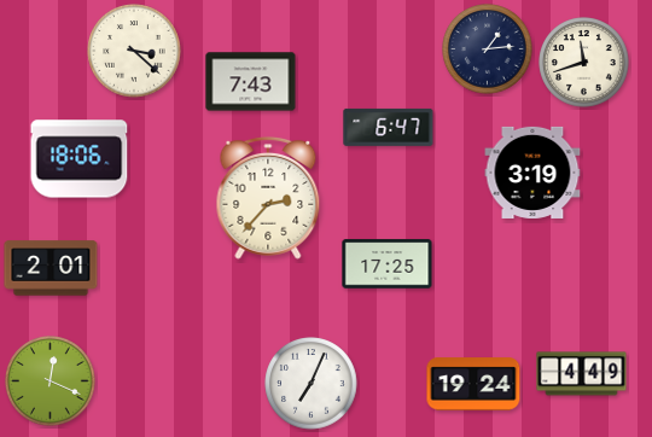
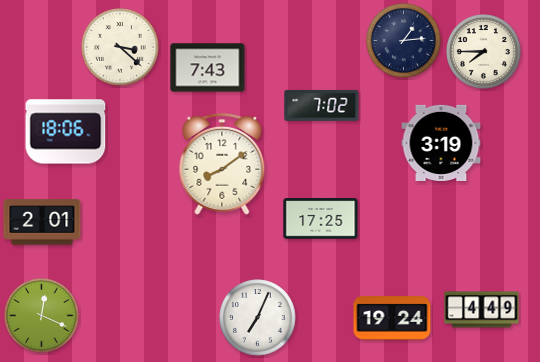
clock at (134, 51) position: (134, 51) -> (120, 47)
clock at (584, 63): 11:42 -> 7:45
clock at (389, 127): 6:47 -> 7:02
clock at (268, 199): 2:37 -> 8:09
